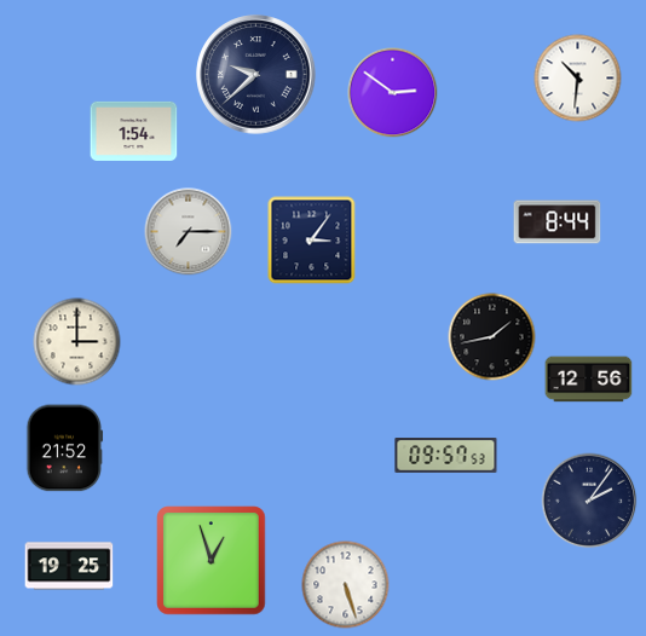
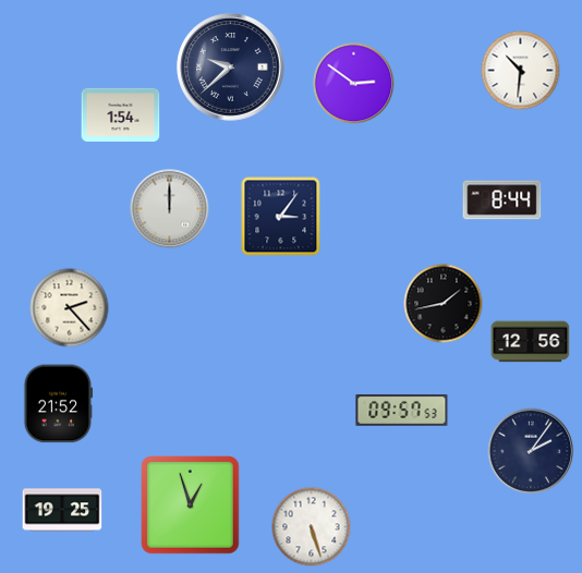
clock at (134, 131) position: (134, 131) -> (121, 114)
clock at (189, 232): 7:15 -> 12:00
clock at (77, 342): 3:00 -> 2:23
